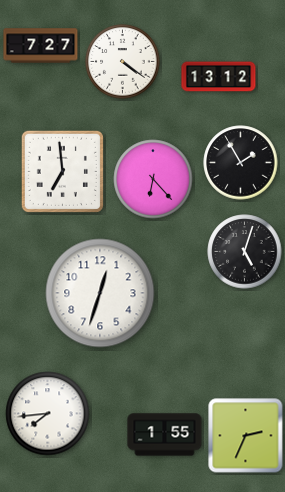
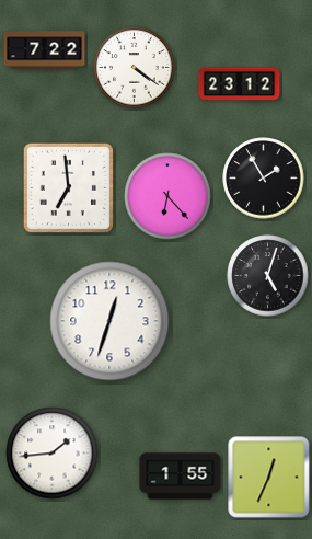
clock at (41, 46): 7:27 -> 7:22
clock at (219, 77): 13:12 -> 23:12
clock at (48, 414): 7:44 -> 1:44
clock at (246, 436): 2:34 -> 12:34
